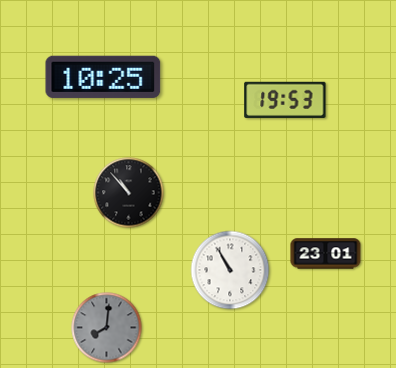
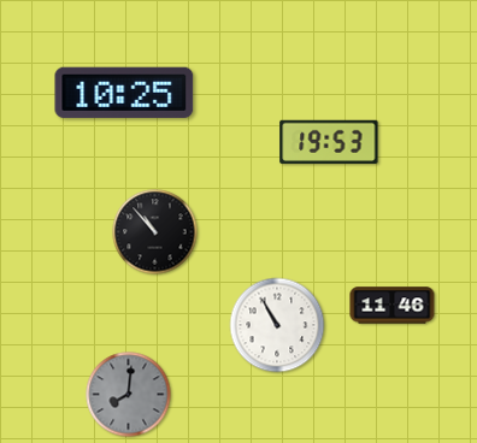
clock at (285, 100) position: (285, 100) -> (329, 142)
clock at (326, 254): 23:01 -> 11:46
